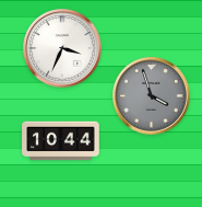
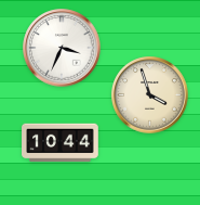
clock at (152, 96) dial: grey -> cream
clock at (61, 141) position: (61, 141) -> (61, 143)
